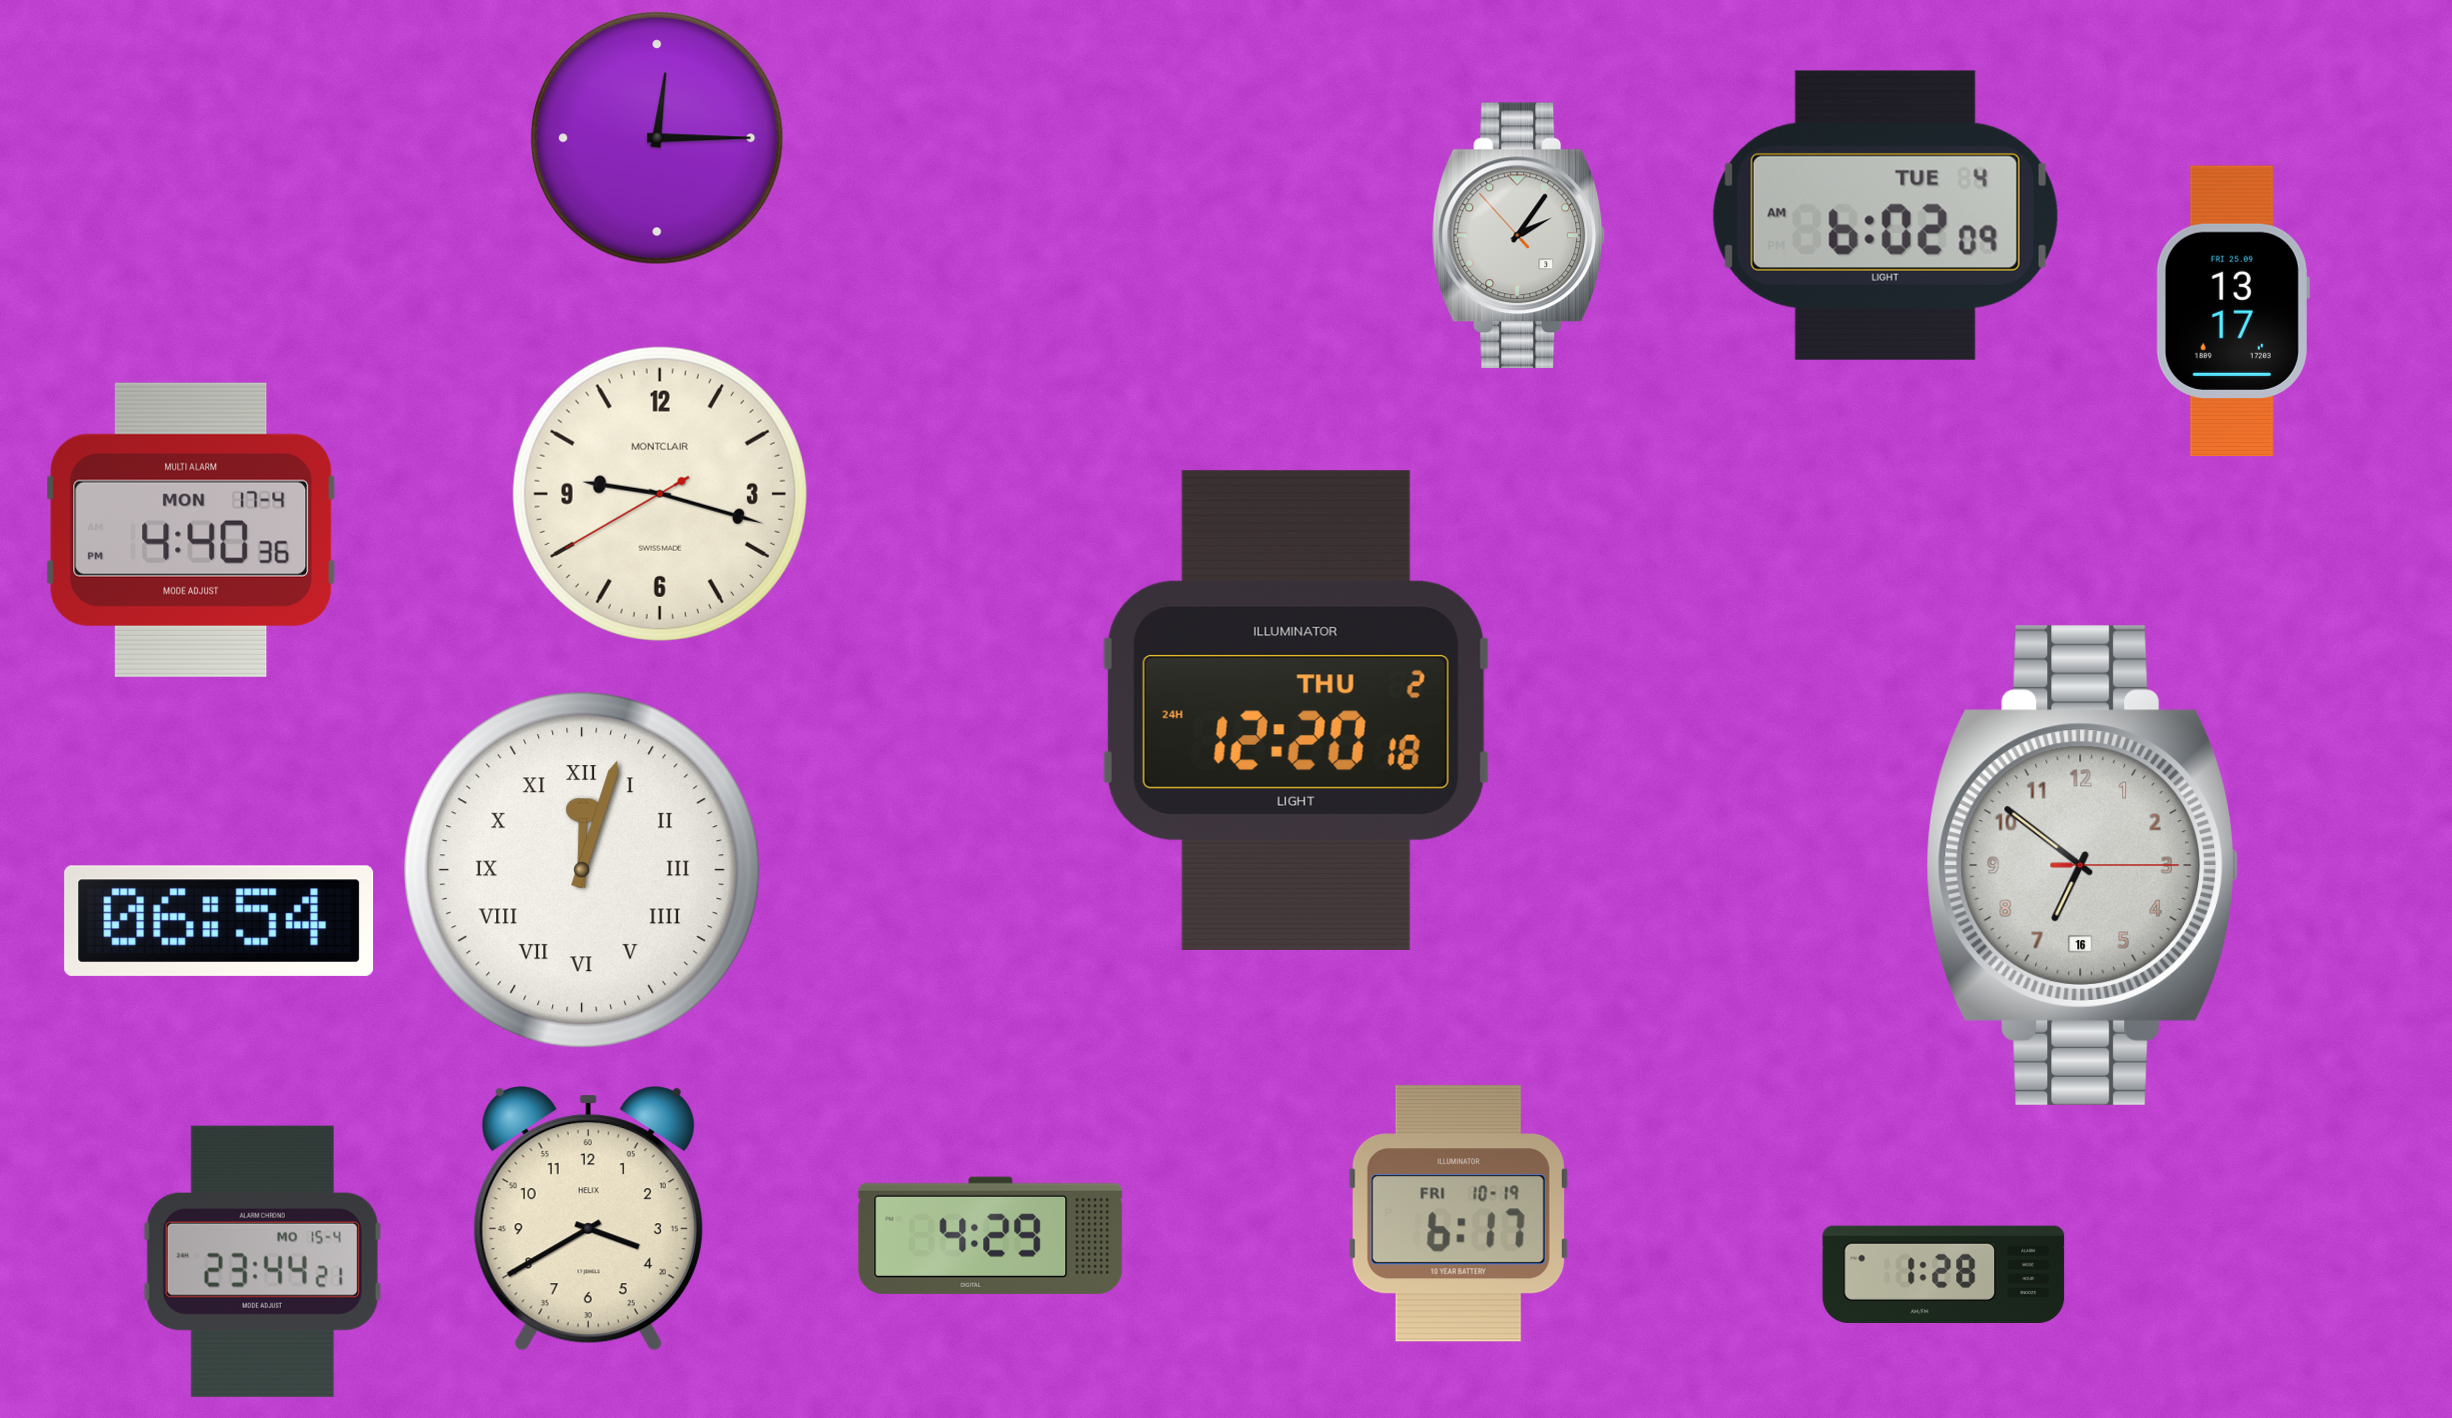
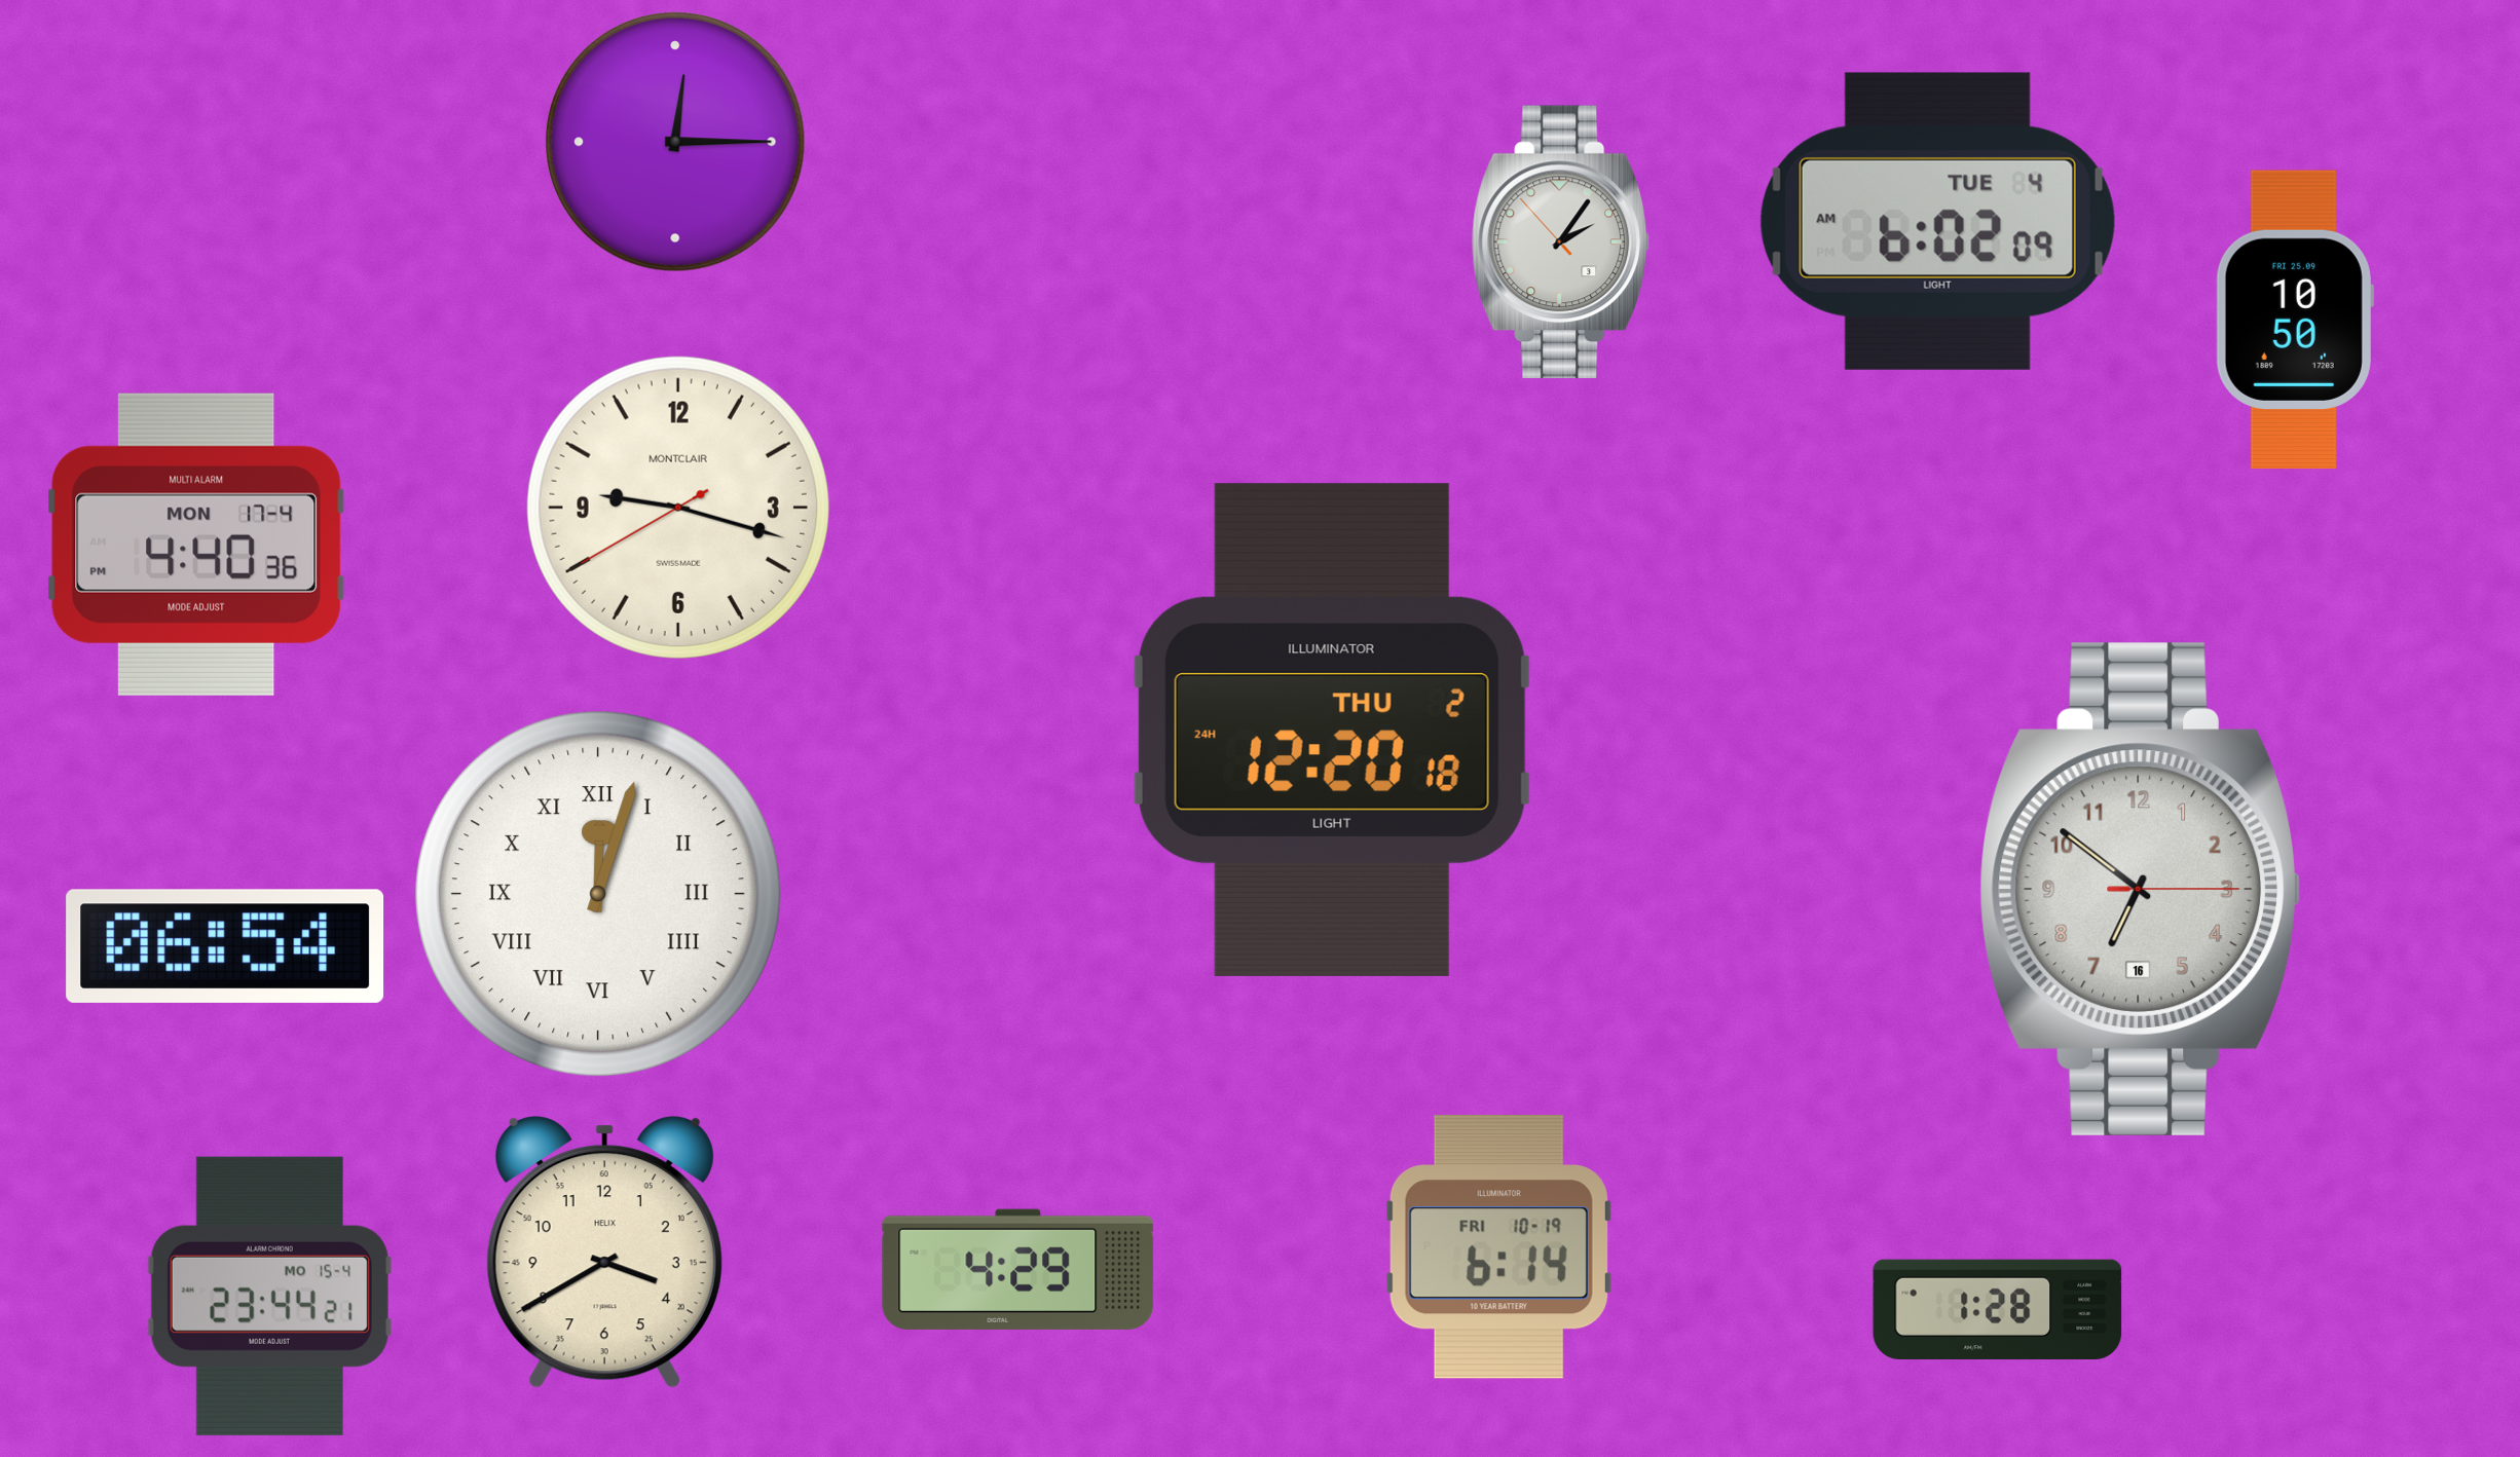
clock at (2233, 311): 13:17 -> 10:50
clock at (1458, 1214): 6:17 -> 6:14
